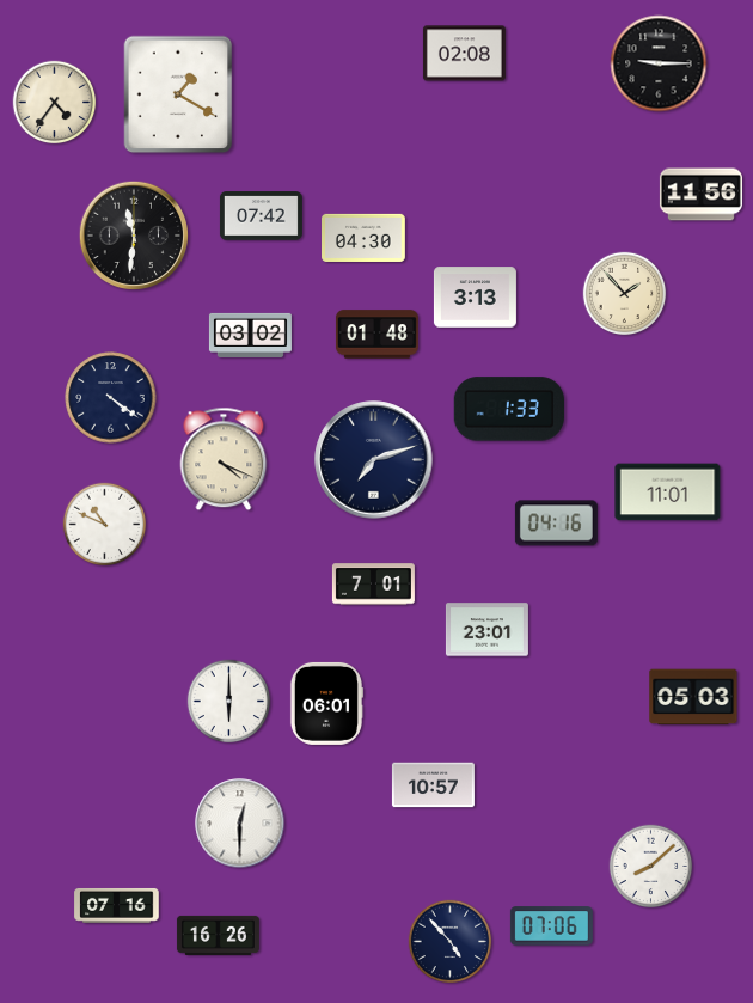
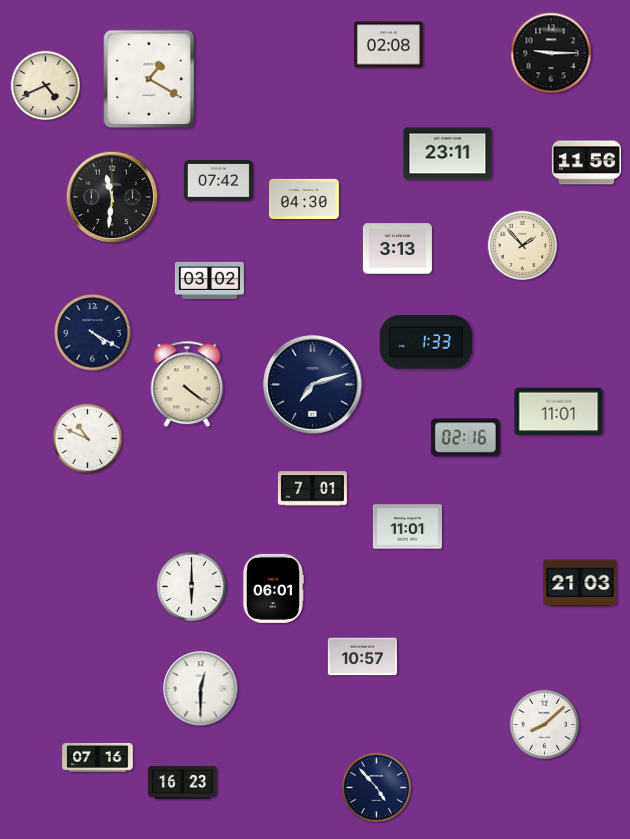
clock at (55, 103): 4:36 -> 4:41
clock at (448, 154): none -> 23:11
clock at (376, 335): 01:48 -> none
clock at (111, 398): 4:21 -> 4:20
clock at (224, 459): 4:19 -> 4:21
clock at (556, 524): 04:16 -> 02:16
clock at (486, 630): 23:01 -> 11:01
clock at (693, 697): 05:03 -> 21:03
clock at (551, 926): 07:06 -> none
clock at (218, 935): 16:26 -> 16:23
